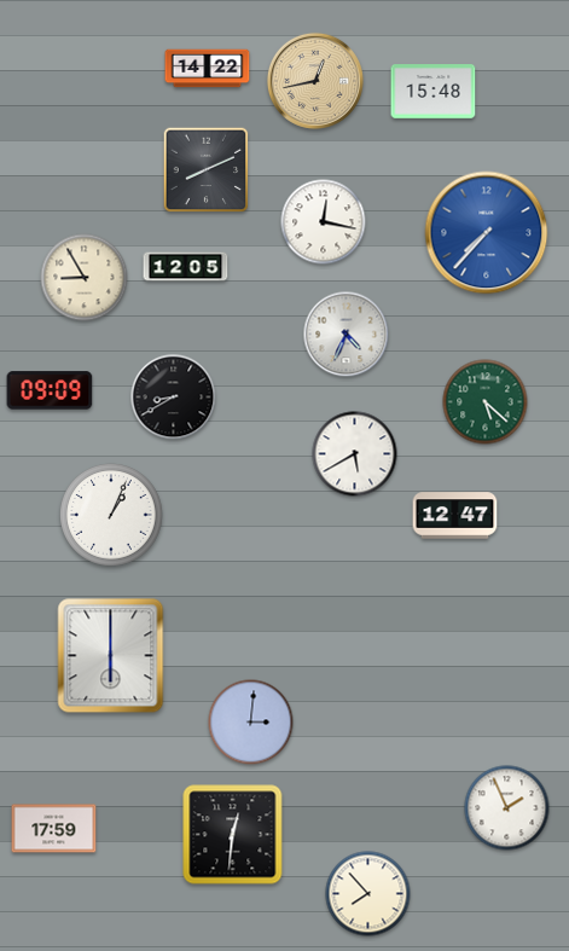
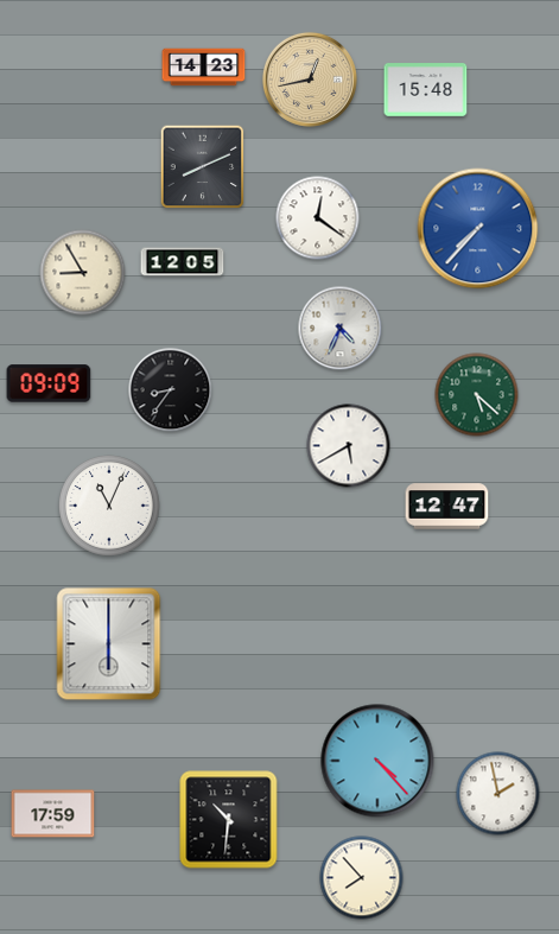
clock at (208, 69): 14:22 -> 14:23
clock at (324, 222): 12:17 -> 12:21
clock at (174, 398): 8:40 -> 8:36
clock at (111, 515): 1:04 -> 11:04
clock at (251, 723): 3:01 -> none
clock at (377, 761): none -> 4:23
clock at (507, 808): 1:56 -> 1:58
clock at (233, 835): 12:31 -> 10:31
